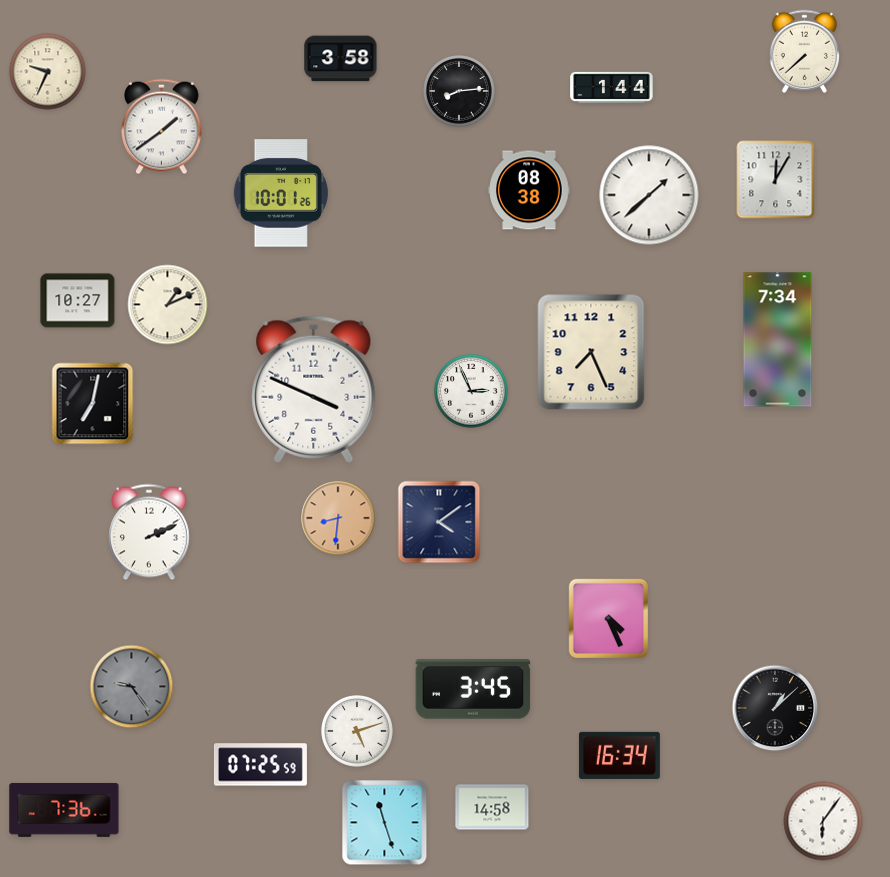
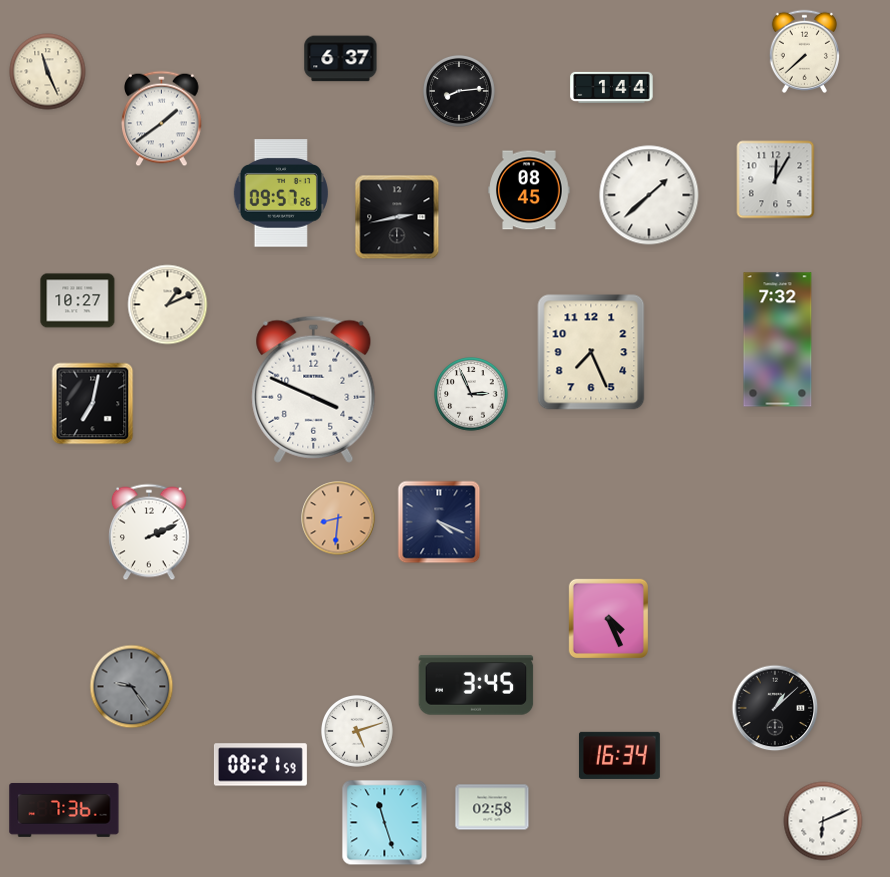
clock at (341, 59): 3:58 -> 6:37
clock at (48, 72): 9:34 -> 11:26
clock at (162, 127) position: (162, 127) -> (162, 119)
clock at (529, 190): 08:38 -> 08:45
clock at (281, 193): 10:01 -> 09:57
clock at (397, 217): none -> 2:43
clock at (778, 340): 7:34 -> 7:32
clock at (471, 391) position: (471, 391) -> (471, 394)
clock at (439, 522): 4:09 -> 4:19
clock at (473, 689) position: (473, 689) -> (476, 685)
clock at (260, 765): 07:25 -> 08:21
clock at (492, 807): 14:58 -> 02:58
clock at (823, 821): 6:06 -> 6:11
